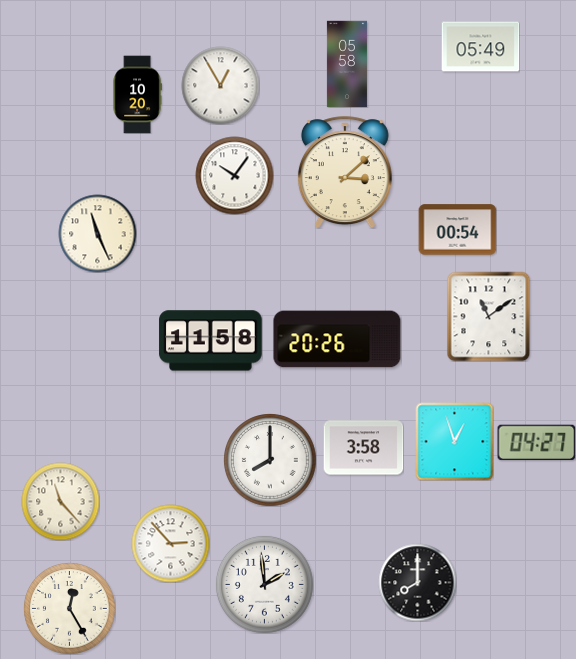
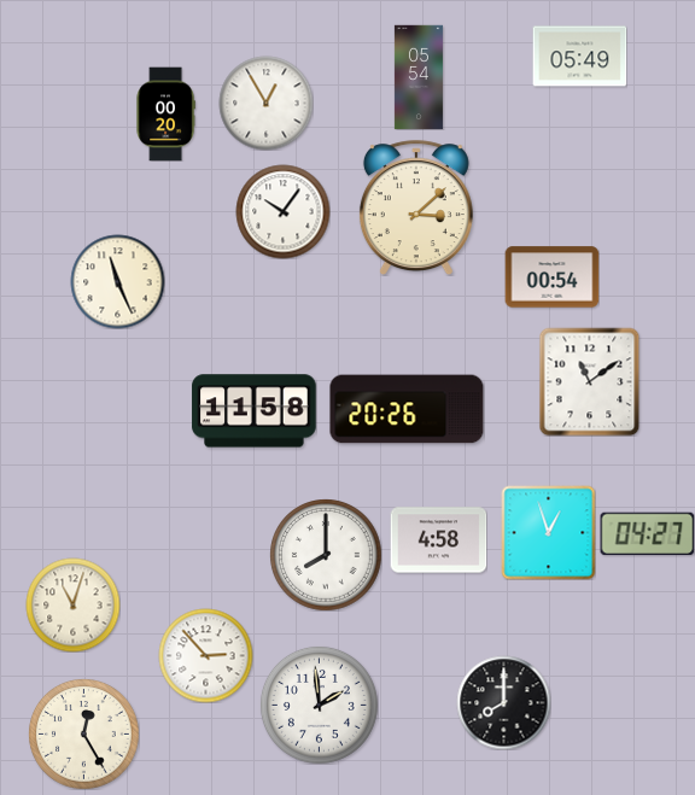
clock at (347, 64): 05:58 -> 05:54
clock at (137, 94): 10:20 -> 00:20
clock at (363, 448): 3:58 -> 4:58
clock at (60, 501): 11:23 -> 11:03
